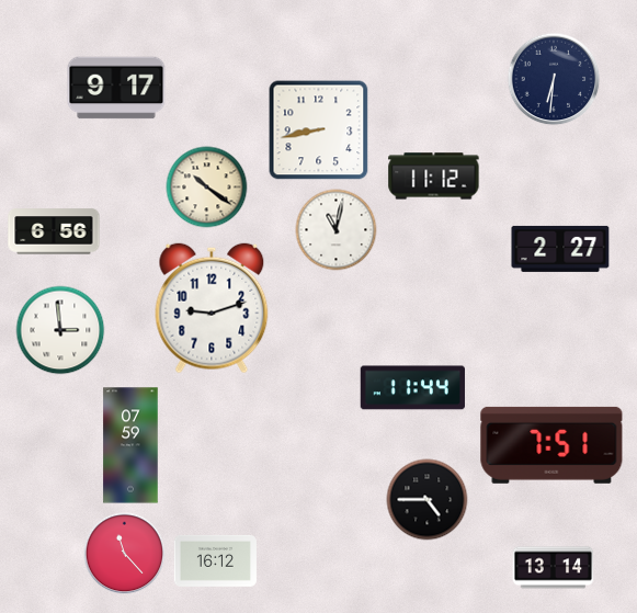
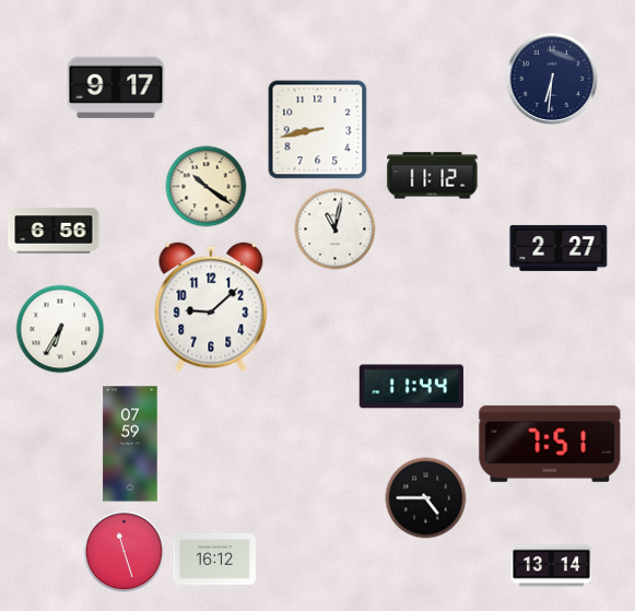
clock at (212, 308): 9:12 -> 9:08
clock at (60, 330): 2:59 -> 6:35
clock at (125, 554): 11:23 -> 11:27
